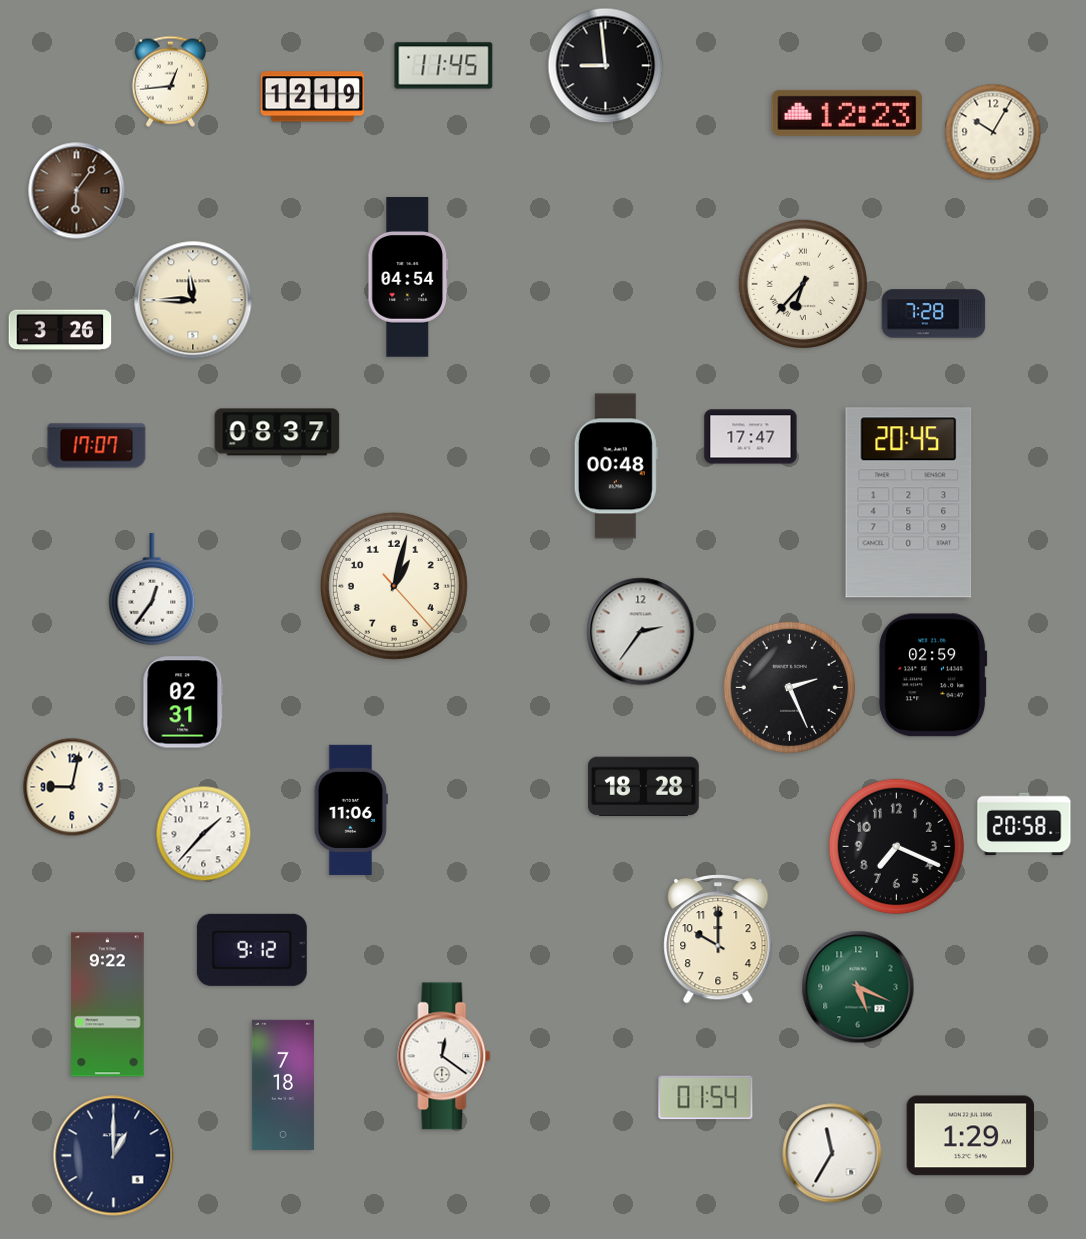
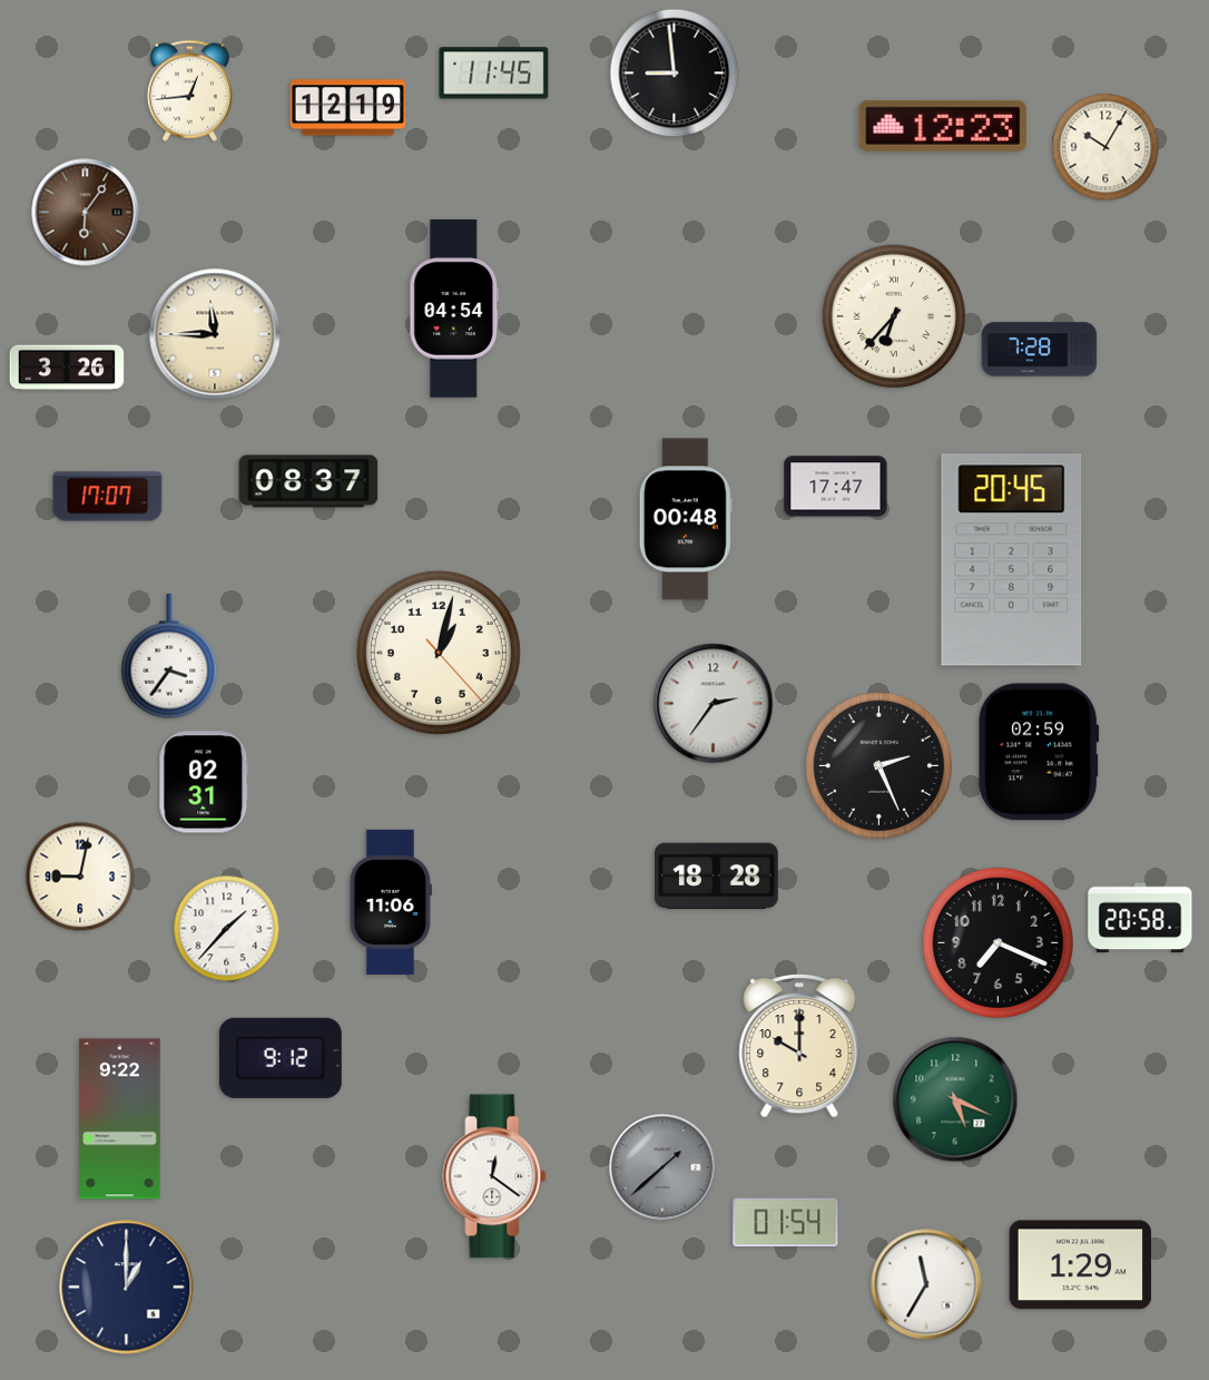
clock at (152, 590): 12:36 -> 3:36
clock at (662, 1167): none -> 1:38
clock at (283, 1085): 7:18 -> none
